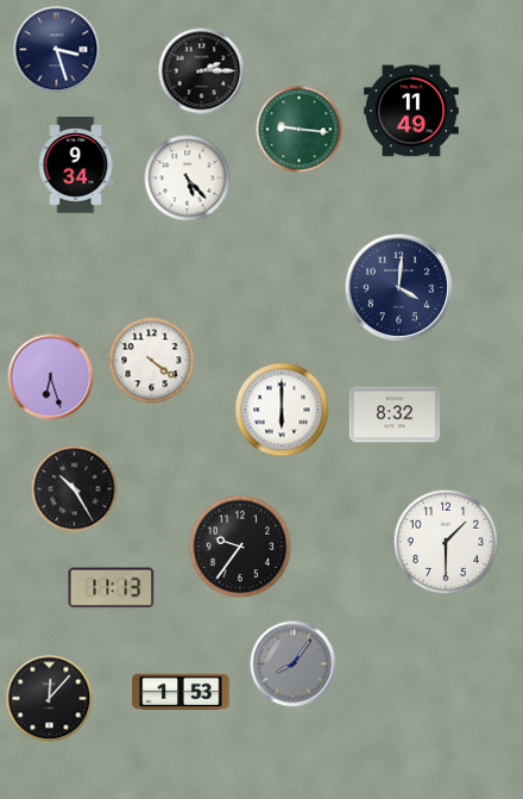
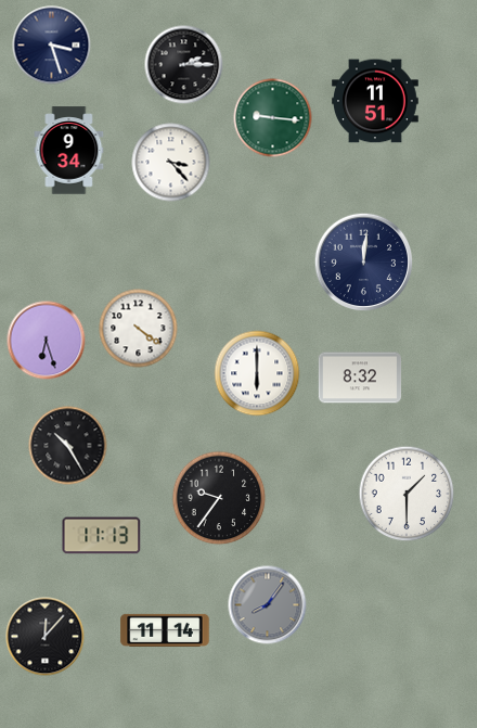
clock at (412, 111): 11:49 -> 11:51
clock at (188, 179): 5:23 -> 3:23
clock at (399, 288): 4:01 -> 12:01
clock at (51, 377) position: (51, 377) -> (47, 341)
clock at (181, 691): 1:53 -> 11:14
